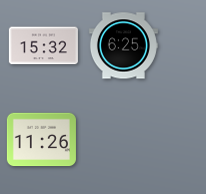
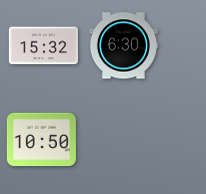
clock at (123, 46): 6:25 -> 6:30
clock at (41, 140): 11:26 -> 10:50
